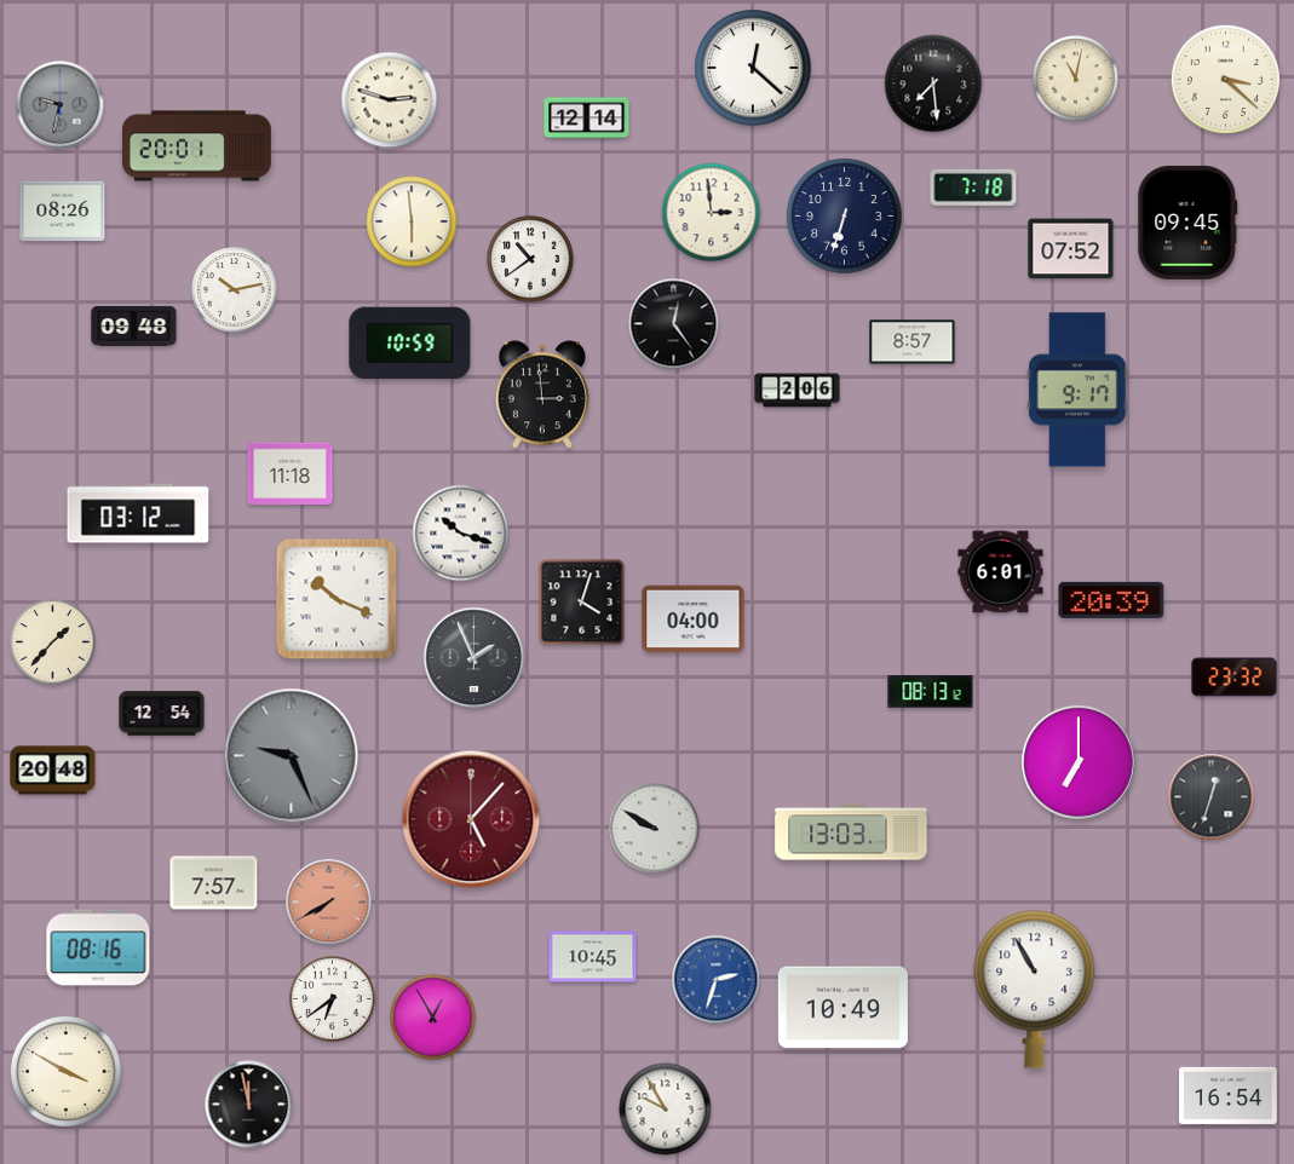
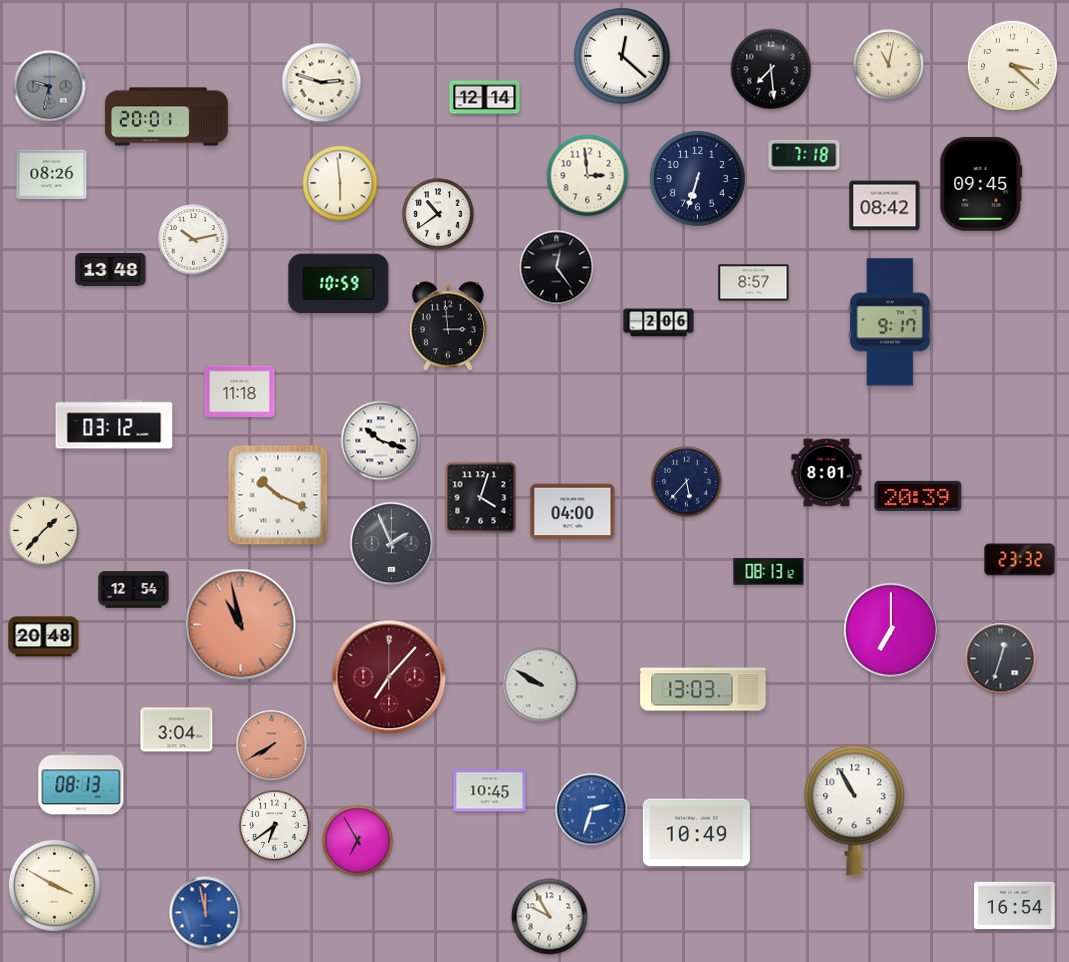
clock at (196, 146) position: (196, 146) -> (166, 117)
clock at (1071, 249): 07:52 -> 08:42
clock at (134, 325): 09:48 -> 13:48
clock at (1001, 572): 6:01 -> 8:01
clock at (687, 482): none -> 5:37
clock at (292, 756): 9:26 -> 10:58
clock at (292, 756) dial: grey -> salmon
clock at (471, 819): 5:07 -> 7:07
clock at (214, 883): 7:57 -> 3:04
clock at (98, 947): 08:16 -> 08:13
clock at (1035, 990) position: (1035, 990) -> (855, 811)
clock at (433, 1018): 12:55 -> 6:55
clock at (249, 1105) dial: black -> blue
